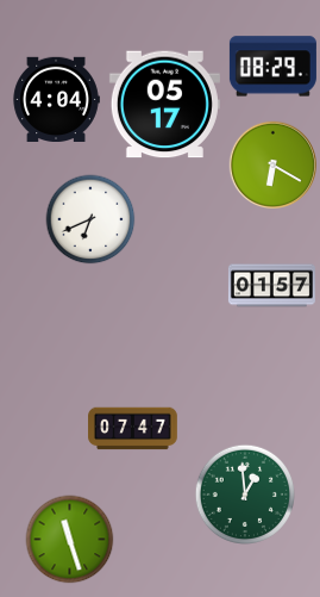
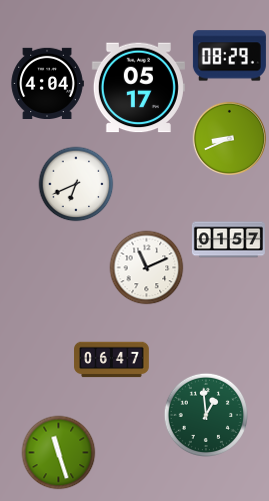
clock at (272, 164): 6:20 -> 8:41
clock at (147, 268): none -> 11:11
clock at (133, 429): 07:47 -> 06:47
